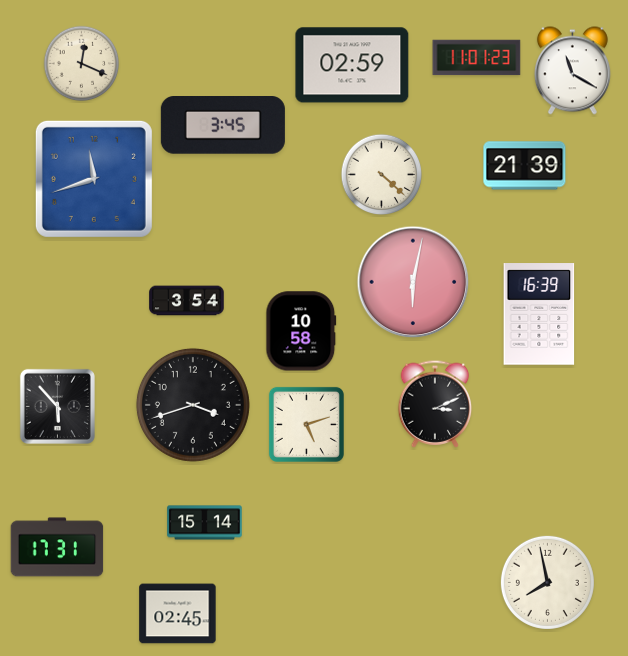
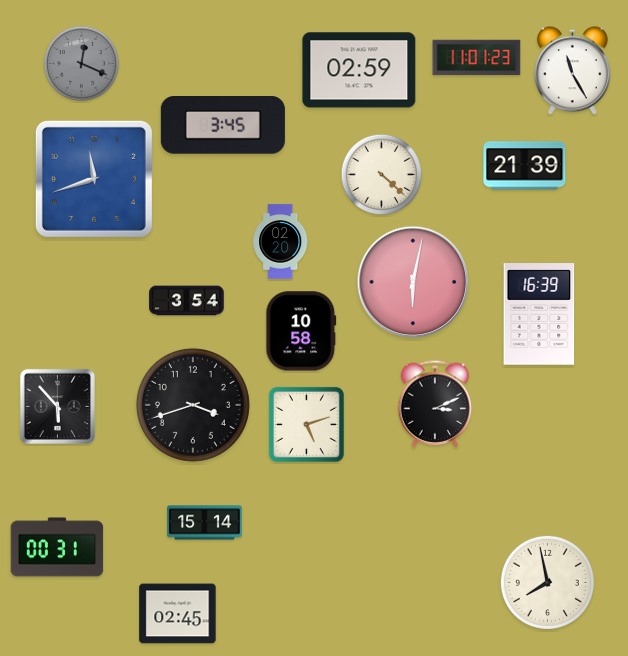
clock at (82, 64) dial: cream -> grey
clock at (352, 65) position: (352, 65) -> (359, 70)
clock at (572, 71): 11:20 -> 11:25
clock at (281, 242): none -> 02:20
clock at (57, 547): 17:31 -> 00:31
